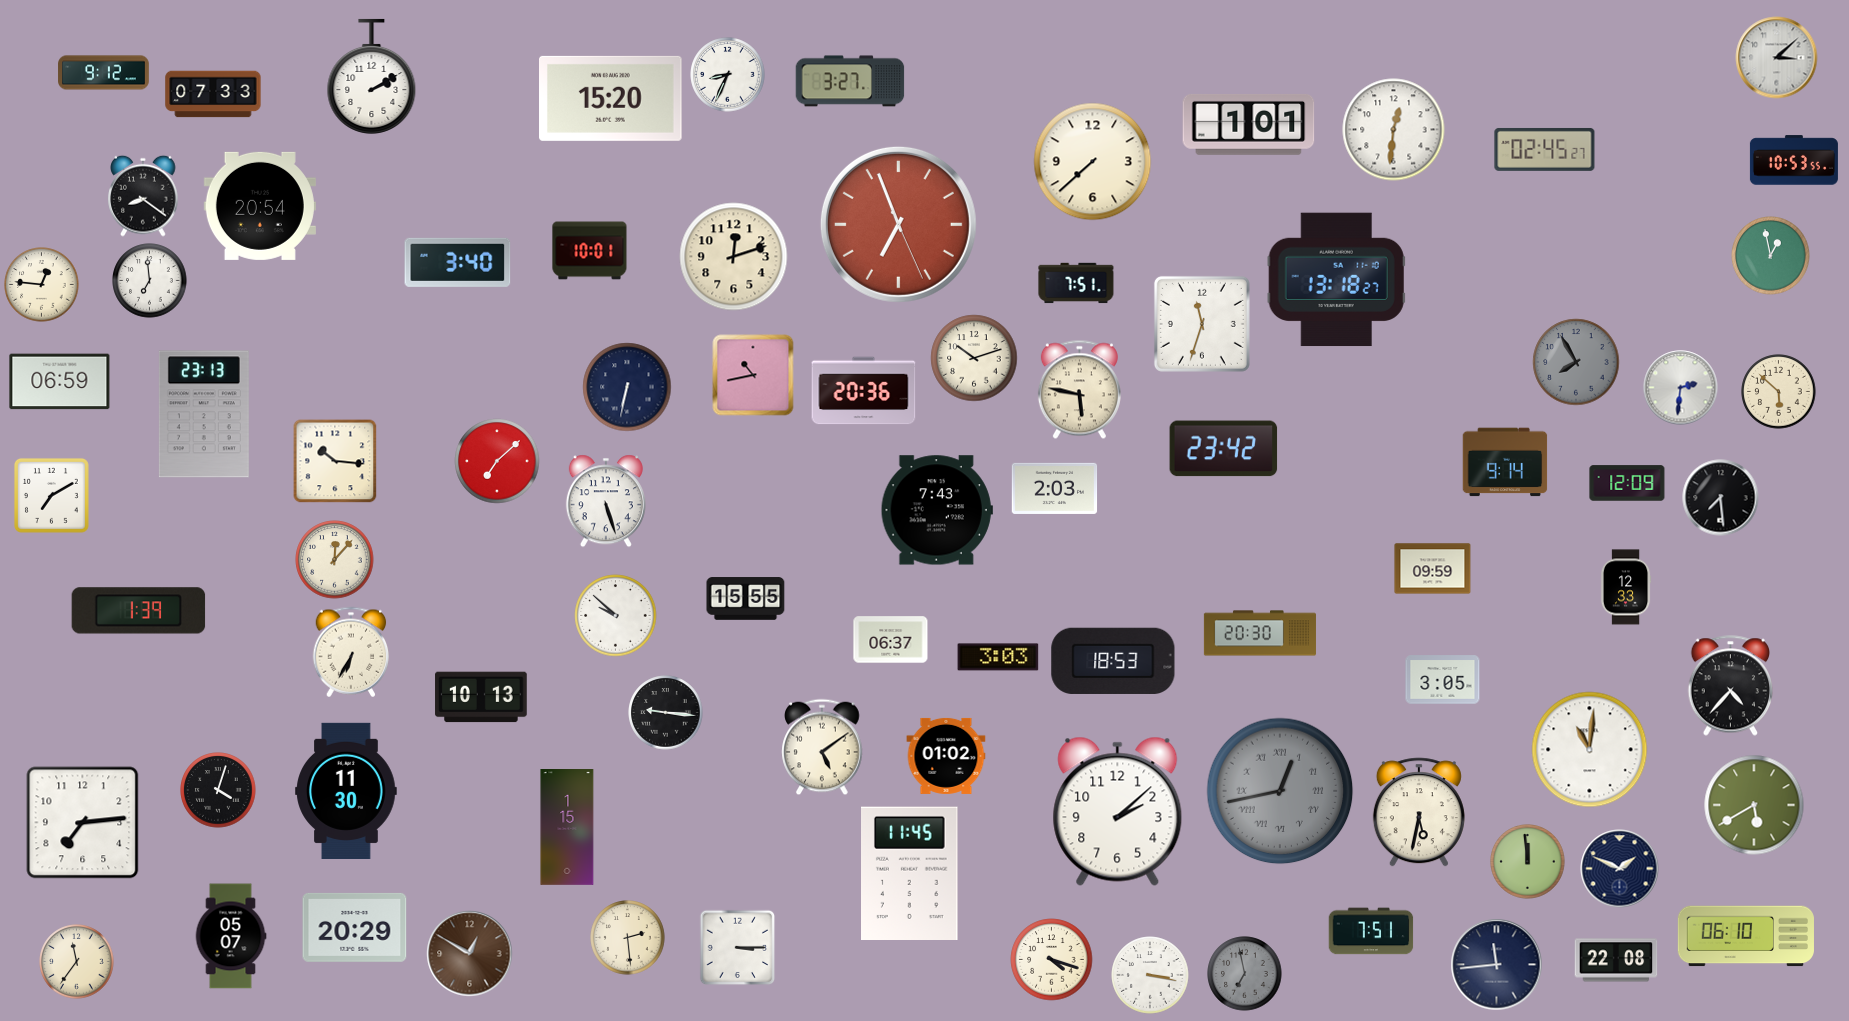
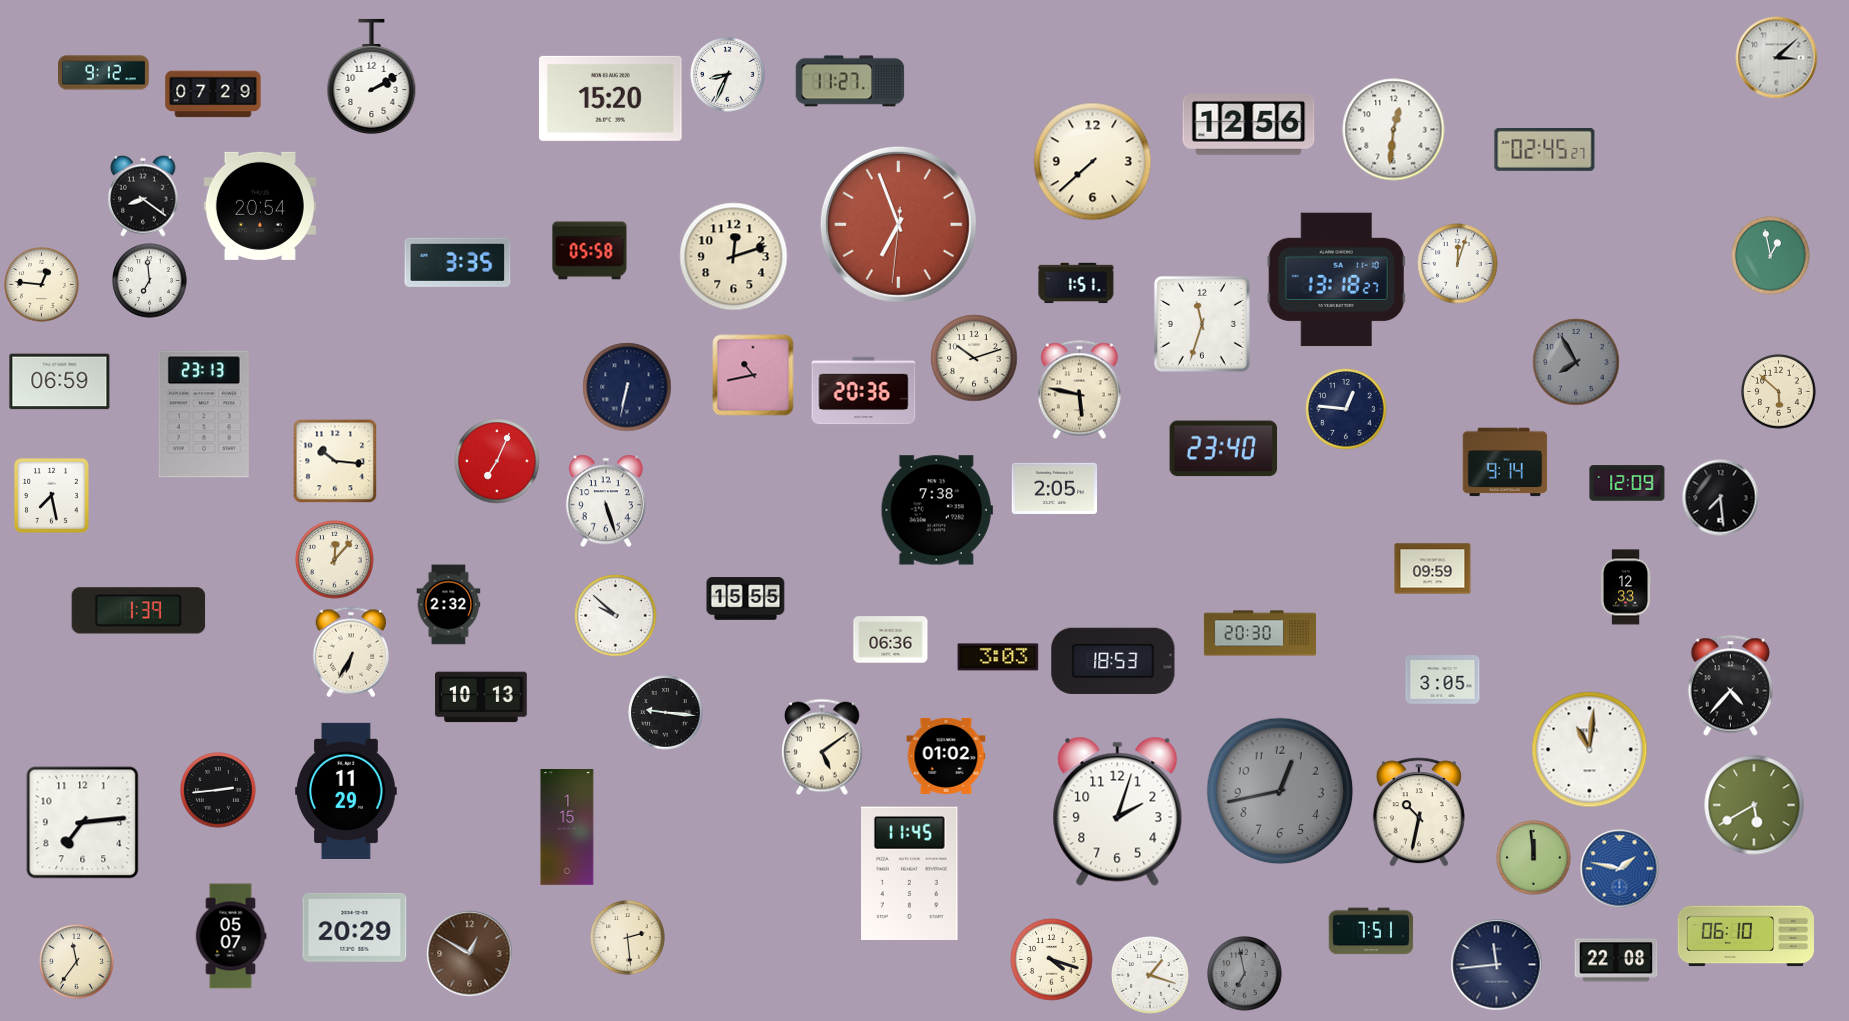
clock at (850, 81): 3:27 -> 11:27
clock at (213, 94): 07:33 -> 07:29
clock at (1249, 124): 1:01 -> 12:56
clock at (1794, 160): 10:53 -> none
clock at (898, 224): 6:56:26 -> 6:56:31
clock at (590, 251): 10:01 -> 05:58
clock at (458, 262): 3:40 -> 3:35
clock at (1458, 264): none -> 12:03
clock at (1076, 283): 7:51 -> 1:51
clock at (1681, 388): 2:31 -> none
clock at (1346, 409): none -> 12:46
clock at (1224, 449): 23:42 -> 23:40
clock at (497, 461): 7:08 -> 7:04
clock at (1055, 488): 2:03 -> 2:05
clock at (51, 495): 7:10 -> 7:28
clock at (937, 510): 7:43 -> 7:38
clock at (449, 605): none -> 2:32
clock at (891, 640): 06:37 -> 06:36
clock at (218, 790): 4:03 -> 2:44
clock at (346, 790): 11:30 -> 11:29
clock at (1280, 791) numerals: Roman -> Arabic
clock at (1118, 811): 2:08 -> 2:03
clock at (1419, 812): 5:32 -> 10:32
clock at (1528, 862) position: (1528, 862) -> (1534, 858)
clock at (1620, 869): 1:49 -> 1:47
clock at (1620, 869) dial: navy -> blue
clock at (738, 948): 3:15 -> none
clock at (1150, 975): 3:17 -> 1:18
